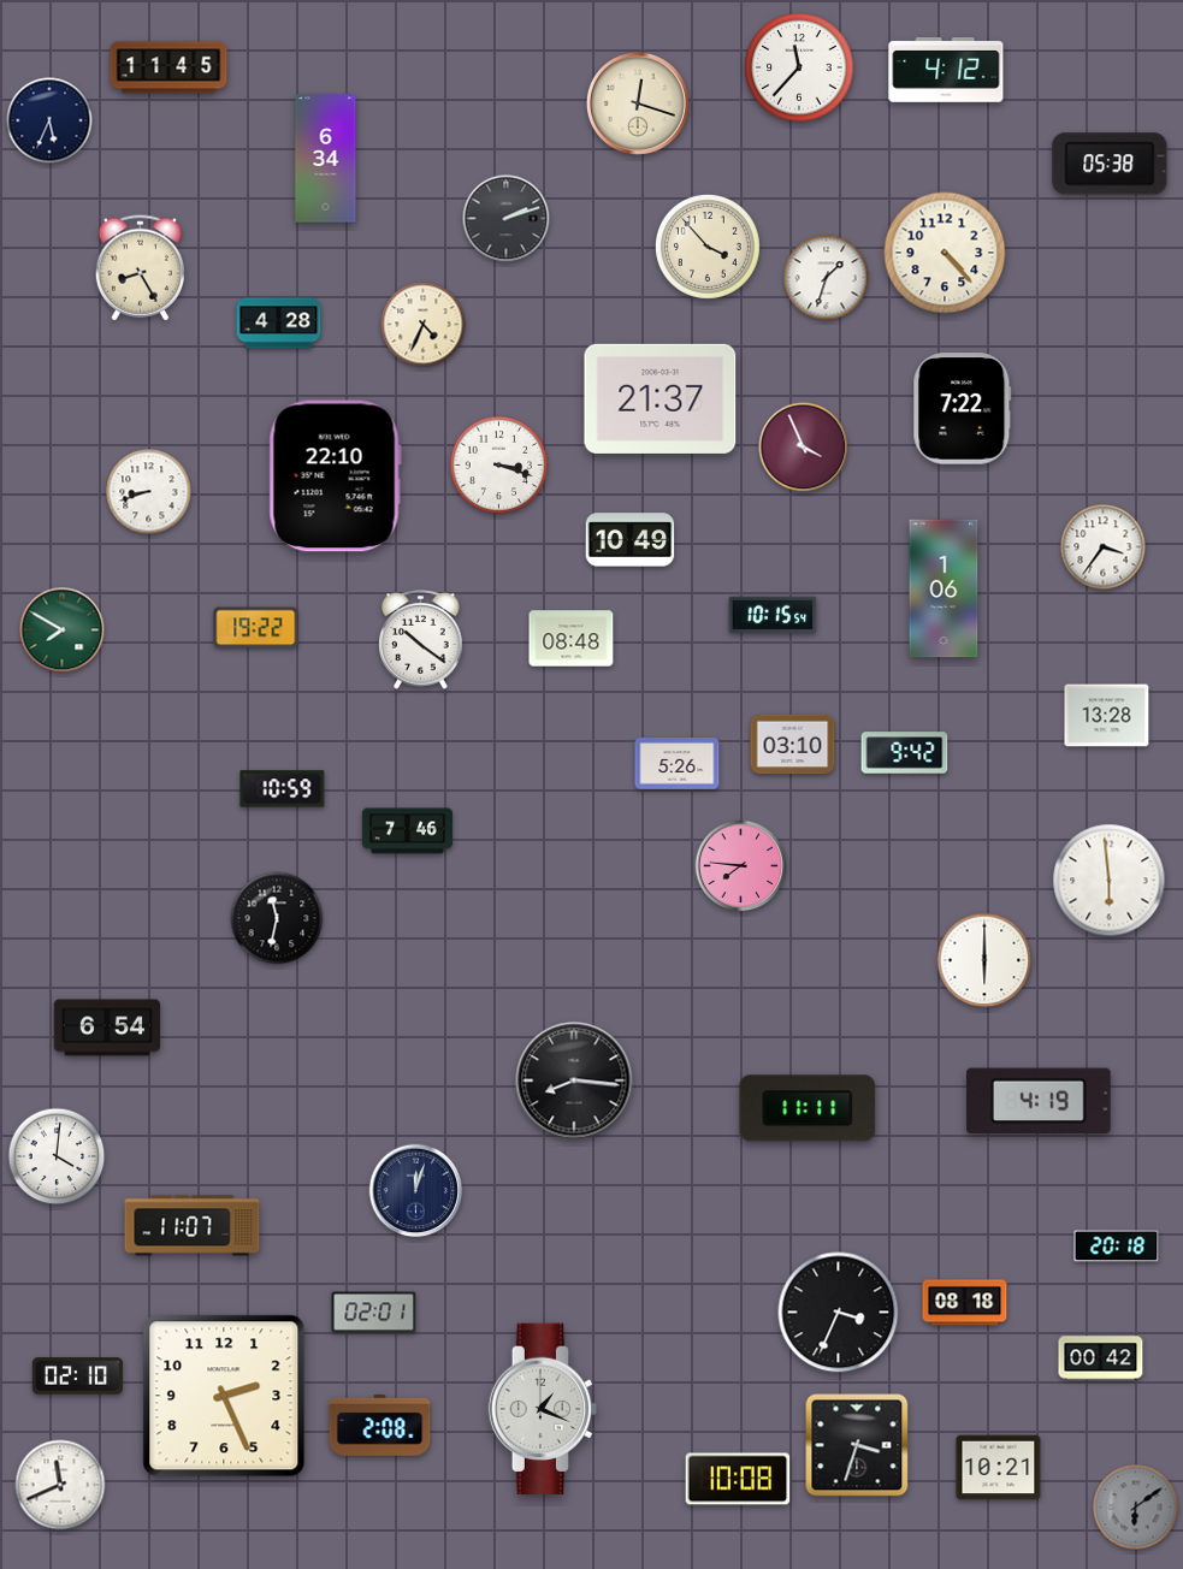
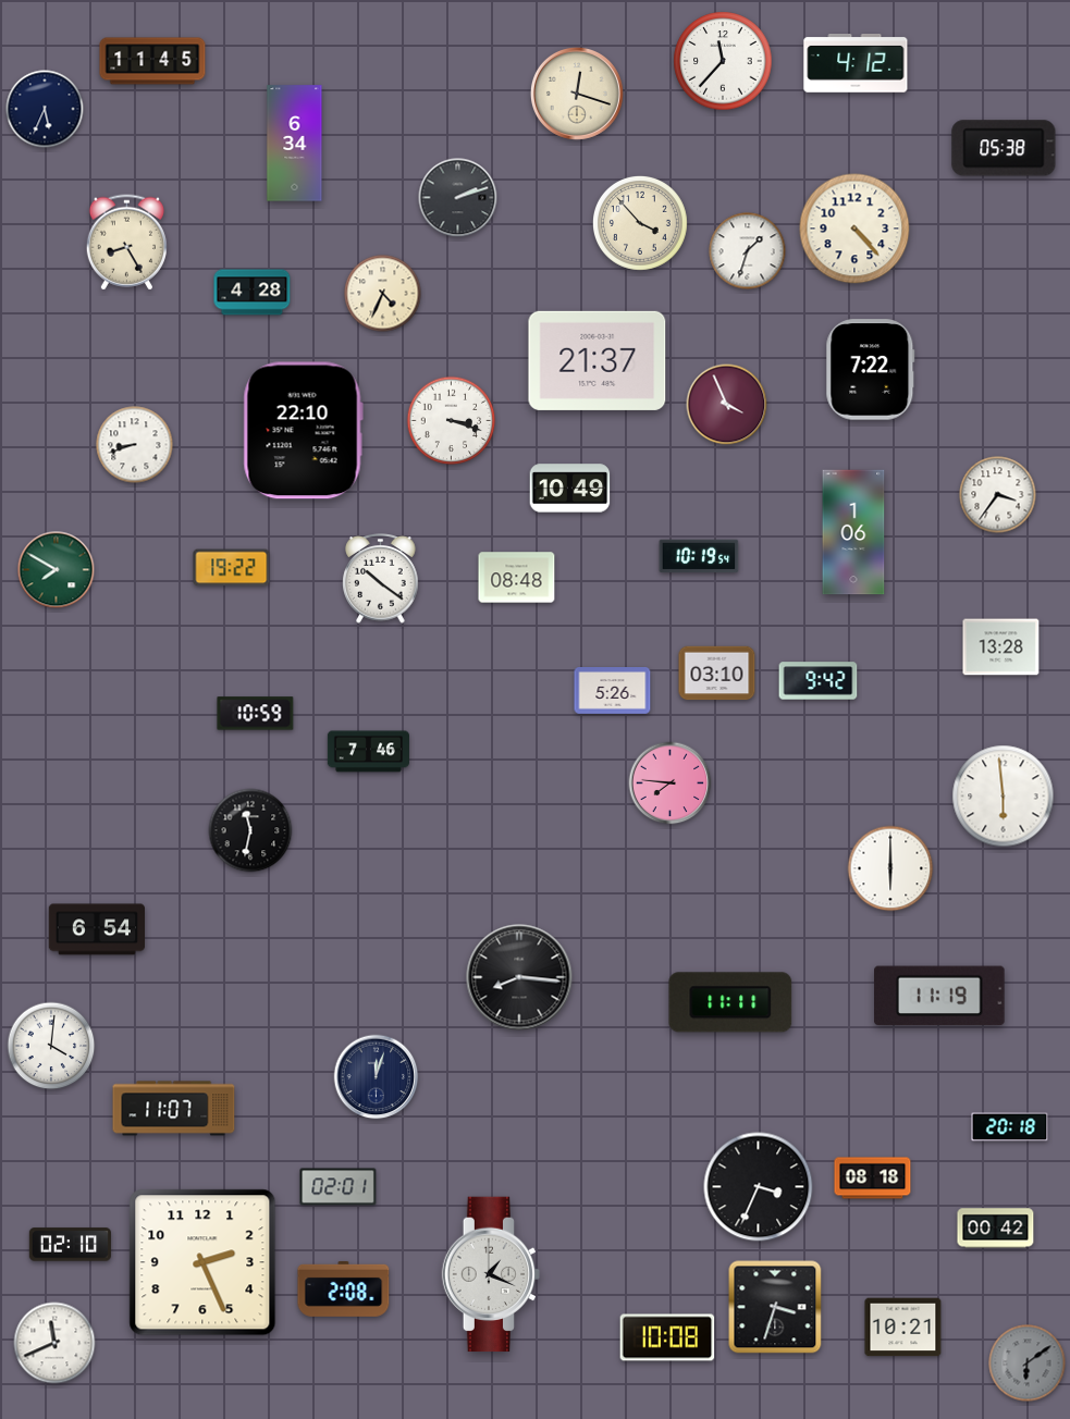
clock at (773, 615): 10:15 -> 10:19
clock at (1040, 1101): 4:19 -> 11:19
